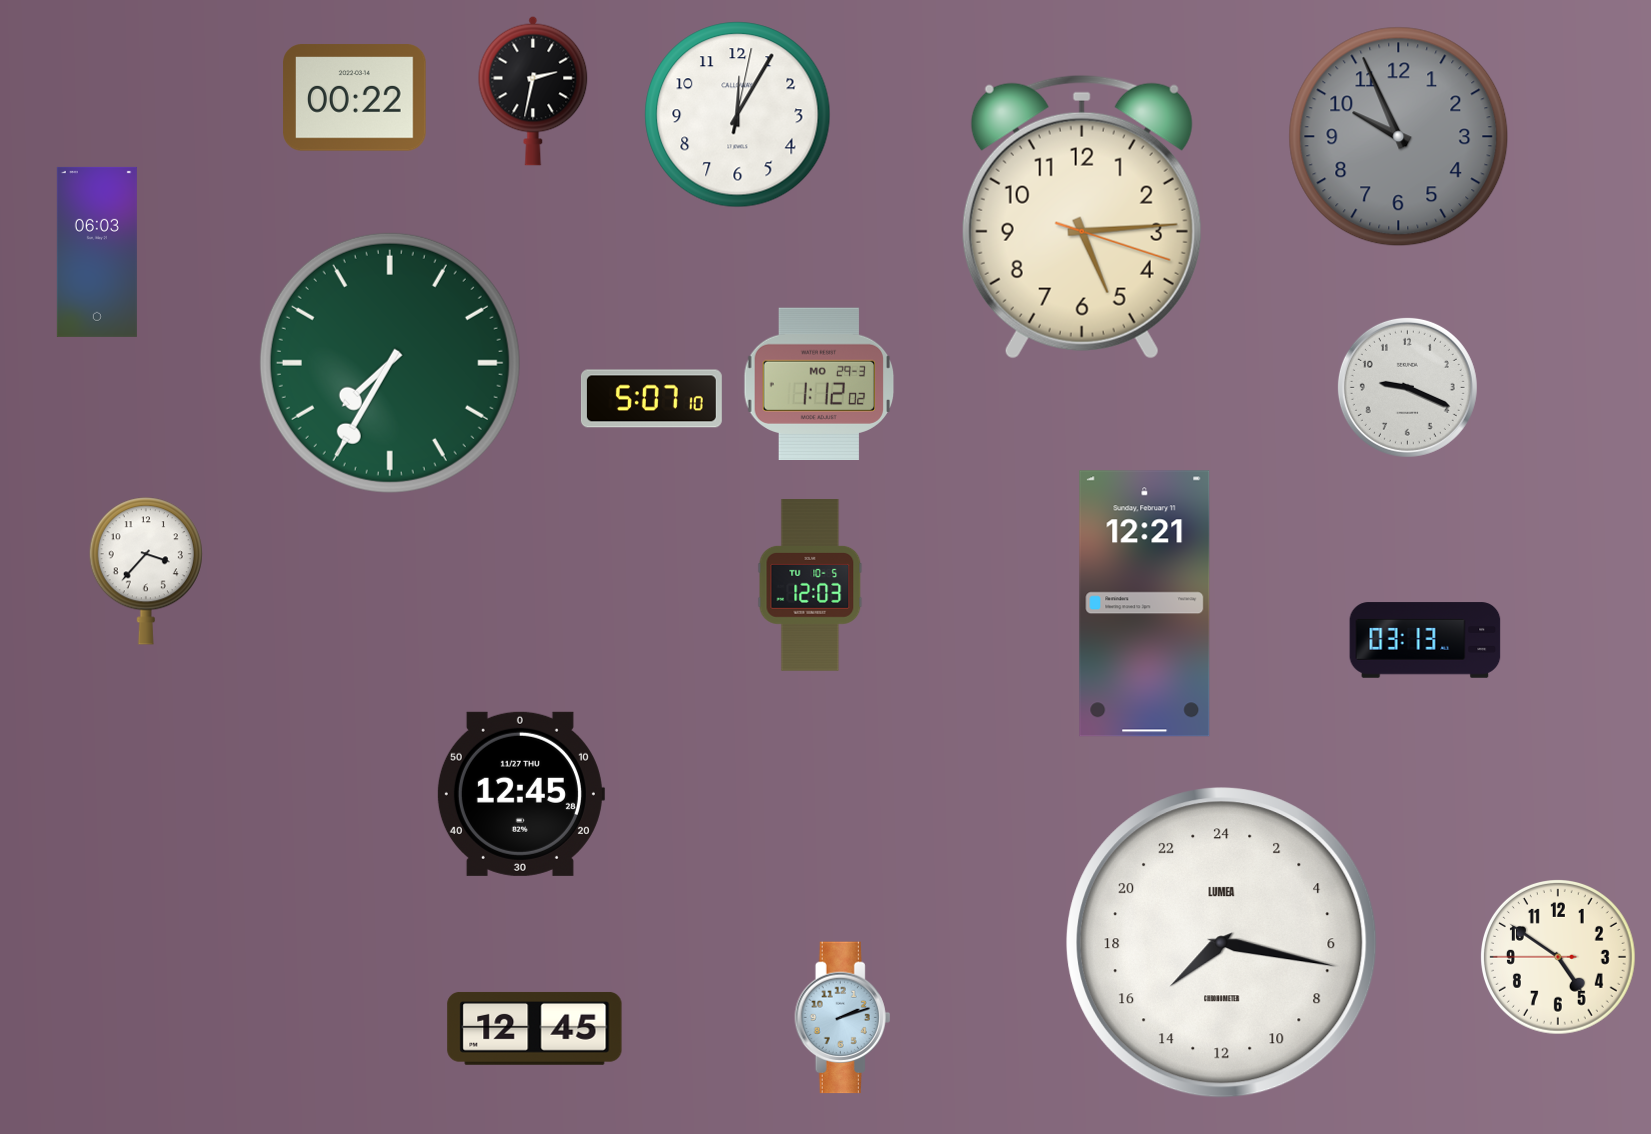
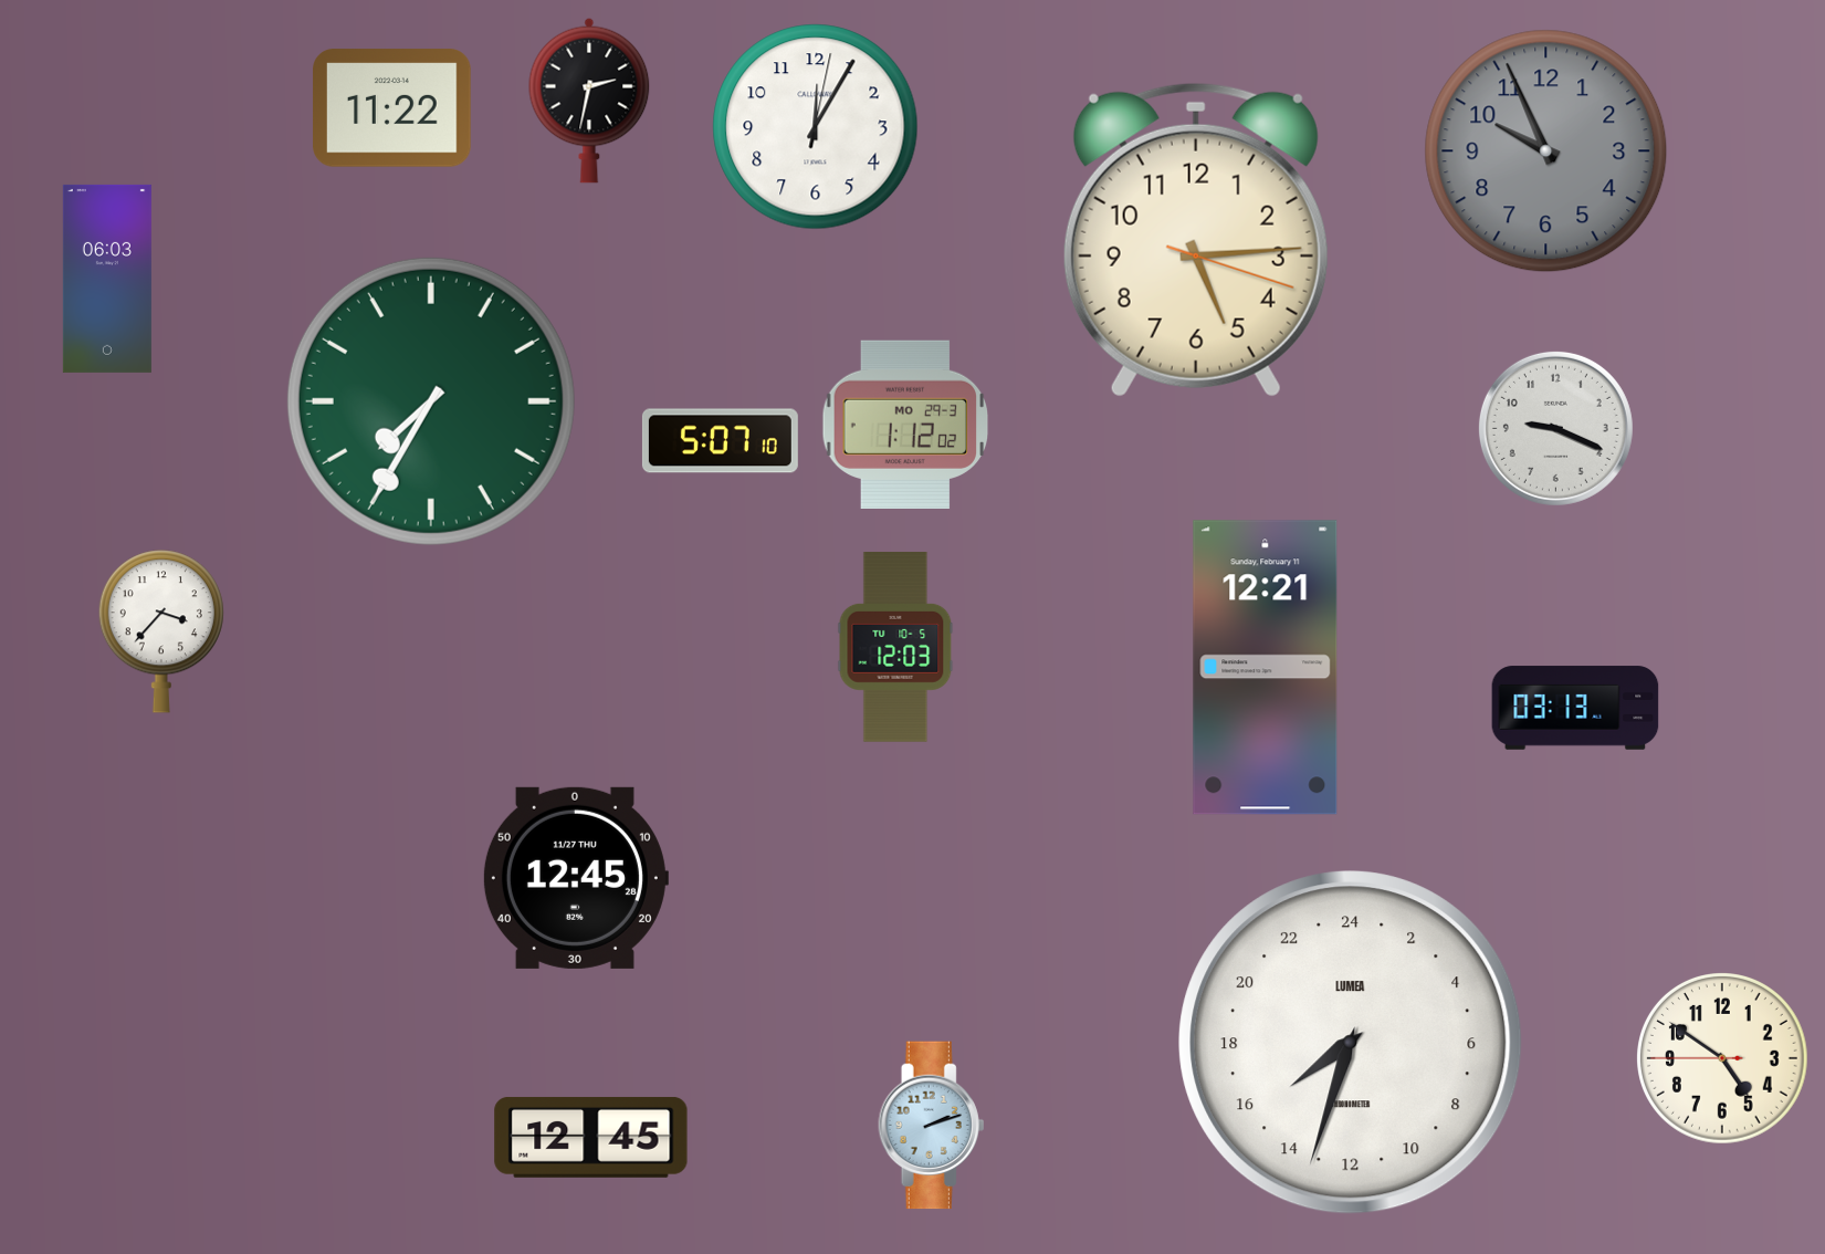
clock at (355, 98): 00:22 -> 11:22
clock at (1222, 943): 15:17 -> 15:33
